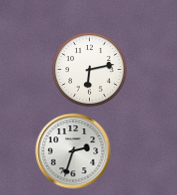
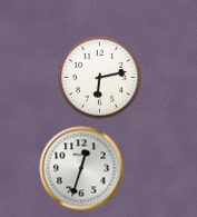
clock at (73, 151): 2:33 -> 12:33
